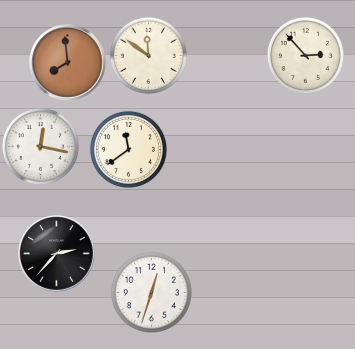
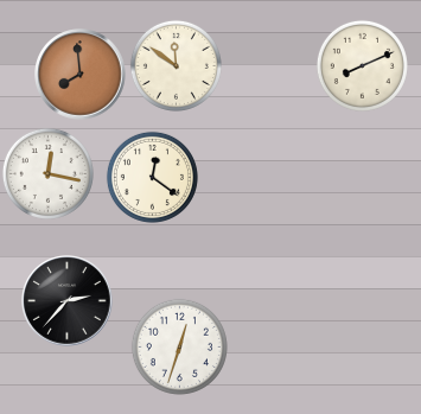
clock at (305, 55): 2:53 -> 8:11
clock at (128, 149): 11:39 -> 12:21
